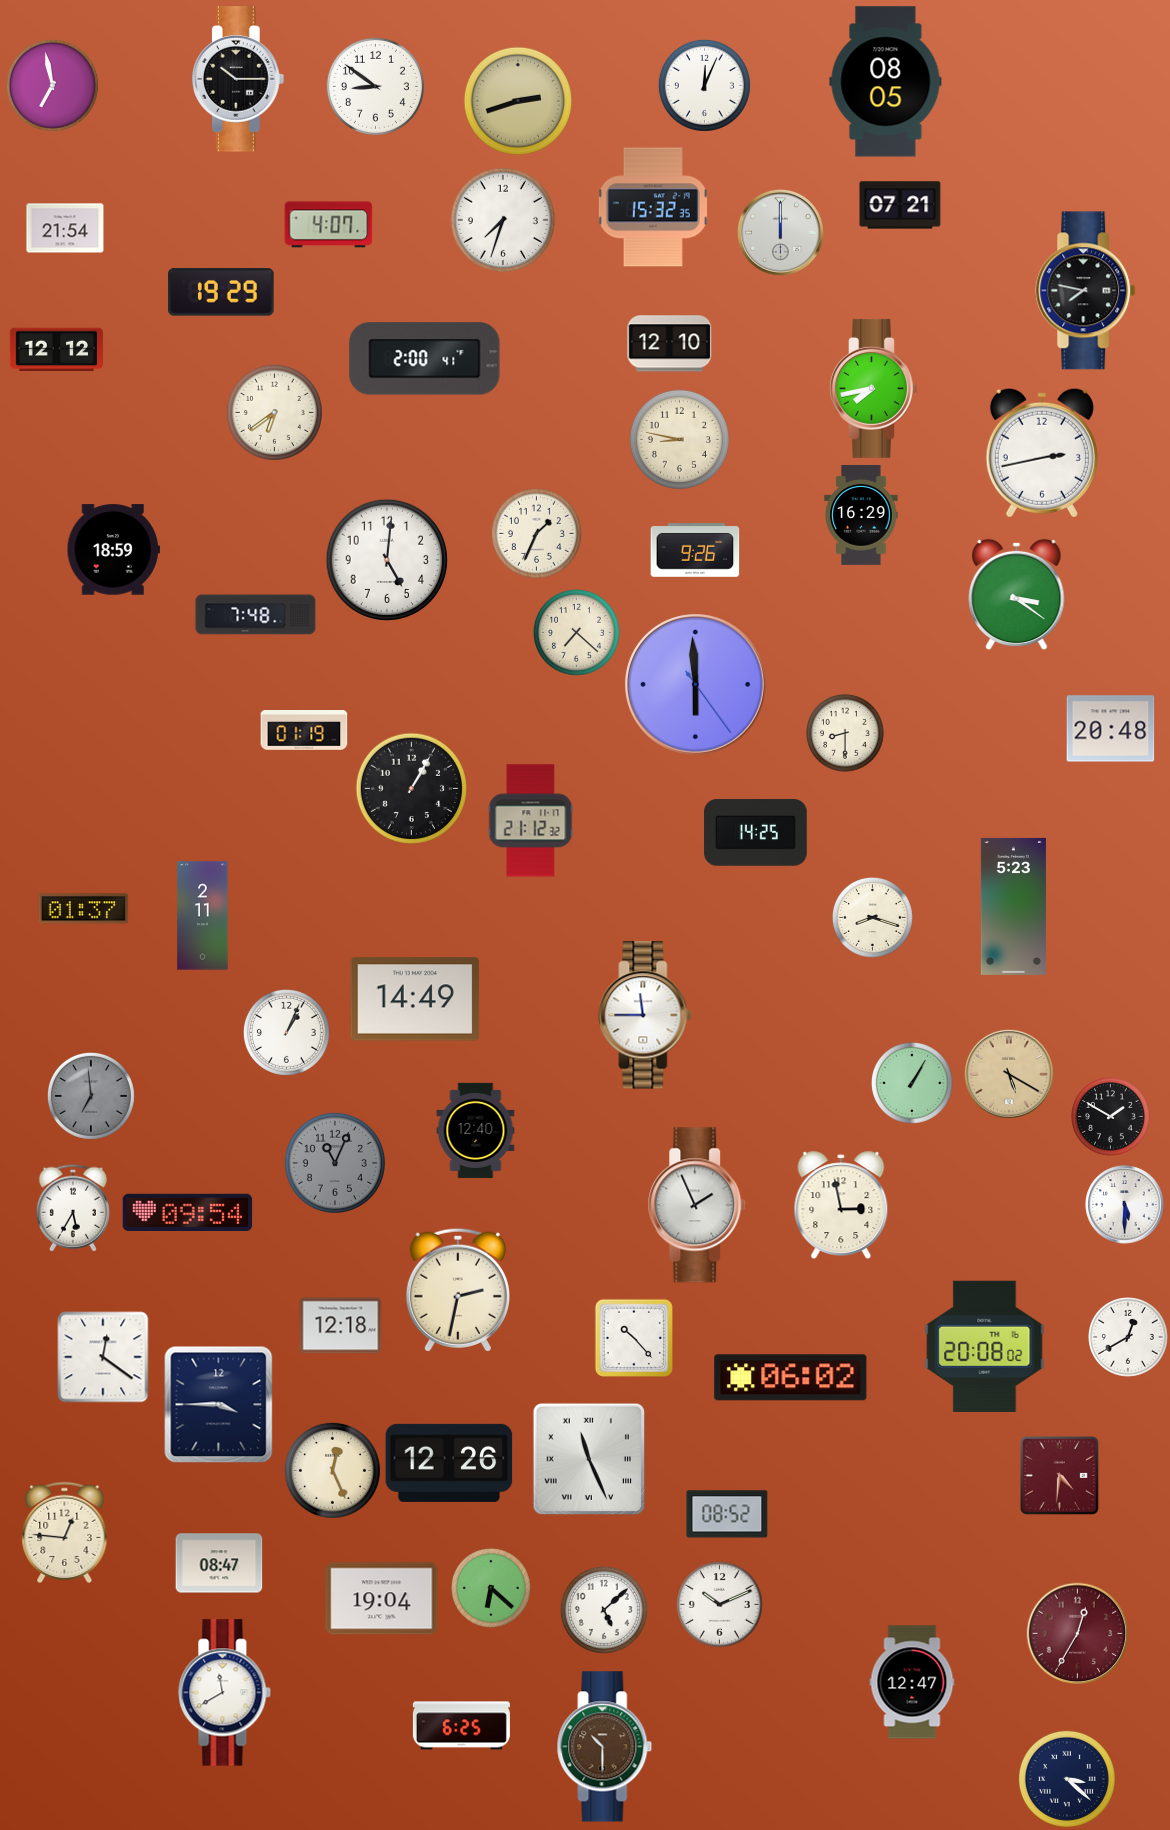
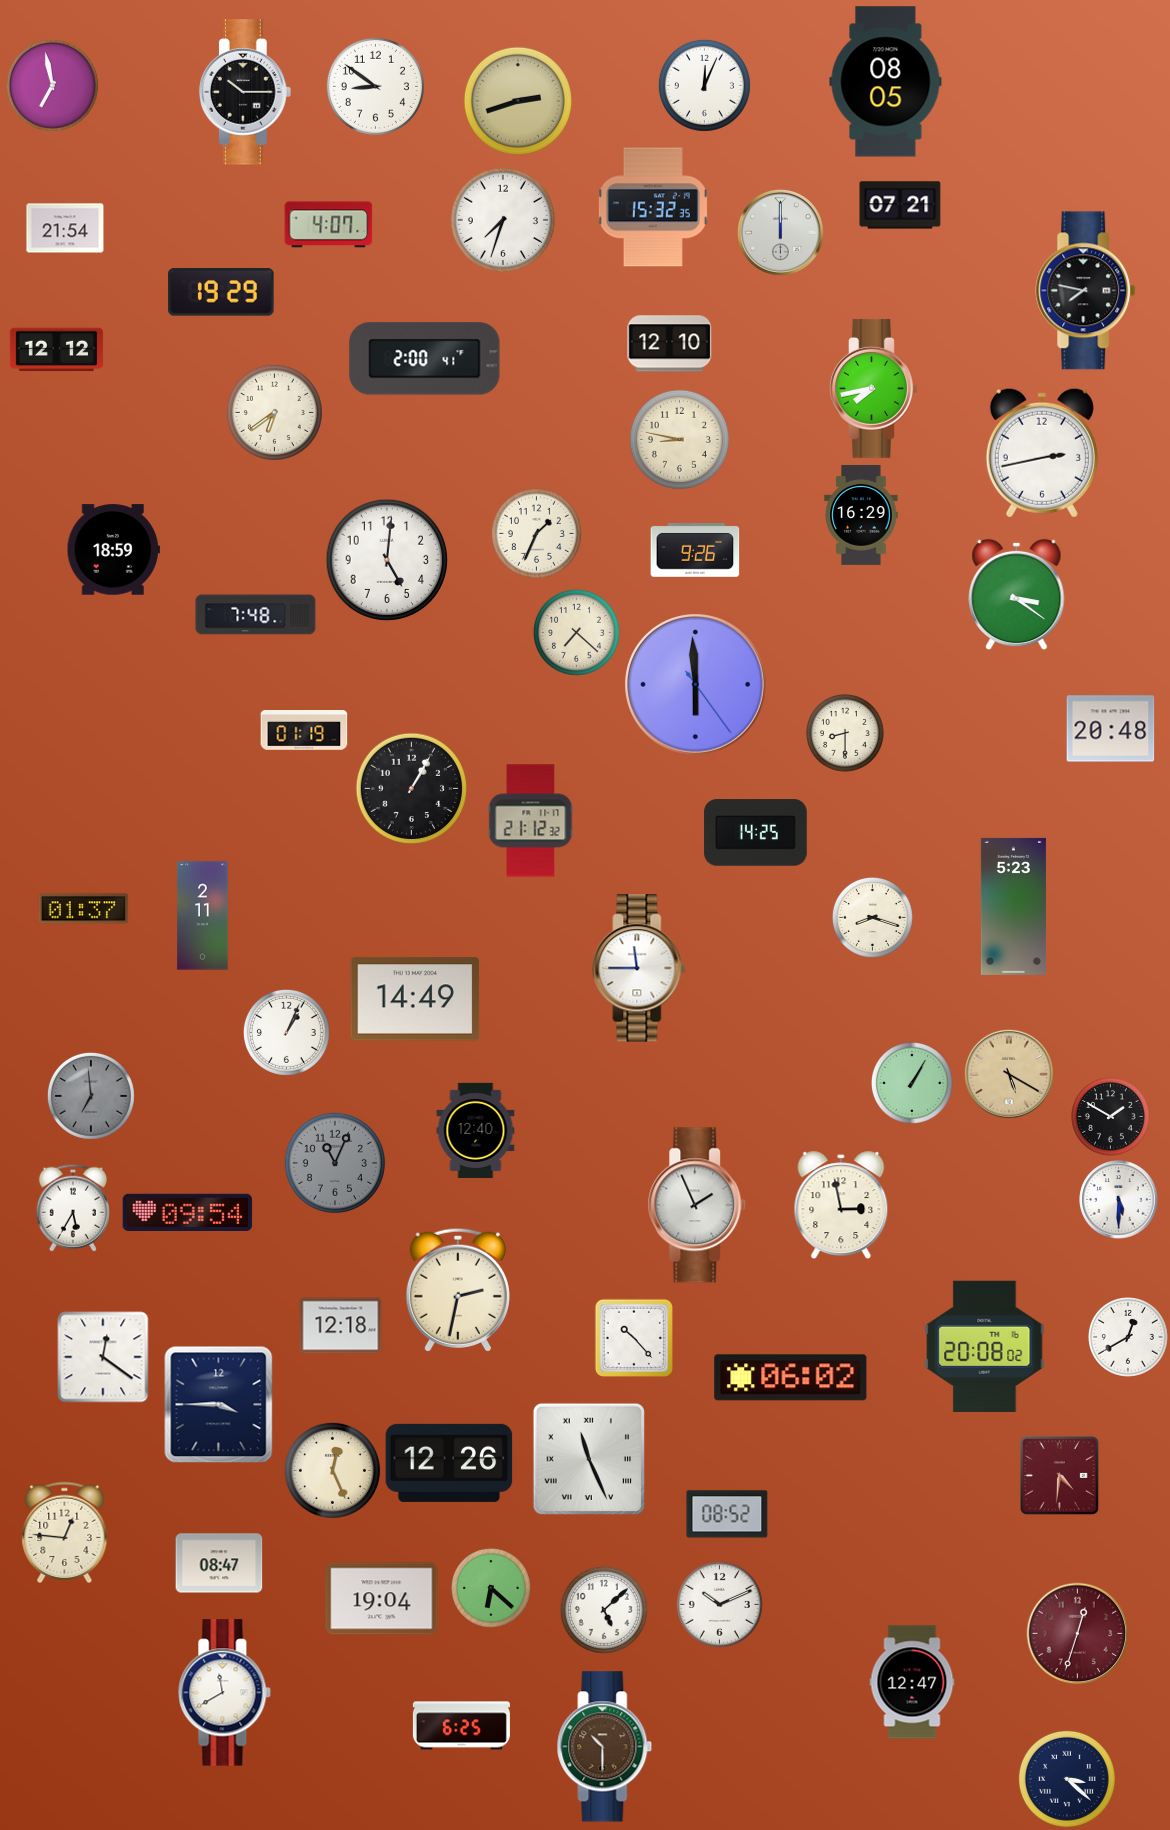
clock at (239, 79) position: (239, 79) -> (246, 92)
clock at (645, 1015) position: (645, 1015) -> (639, 968)
clock at (1125, 1205) position: (1125, 1205) -> (1119, 1200)
clock at (1078, 1634): 12:35 -> 12:33
